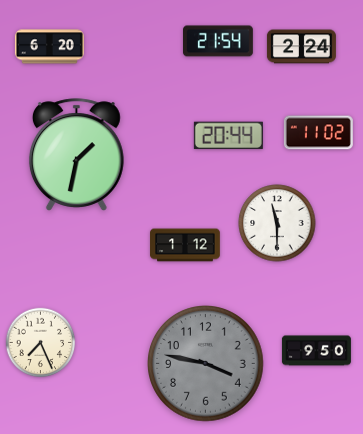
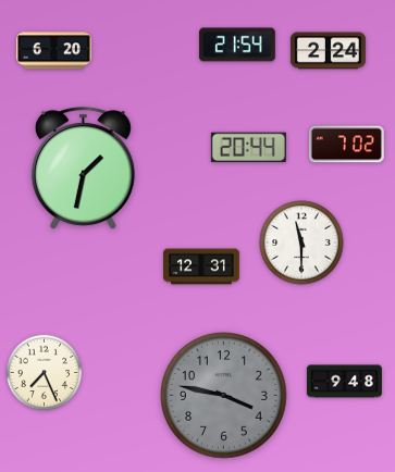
clock at (318, 133): 11:02 -> 7:02
clock at (185, 245): 1:12 -> 12:31
clock at (316, 351): 9:50 -> 9:48
